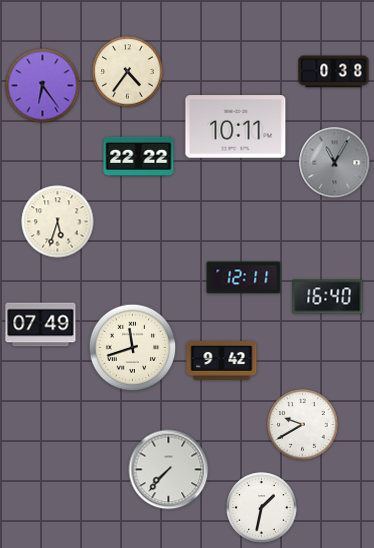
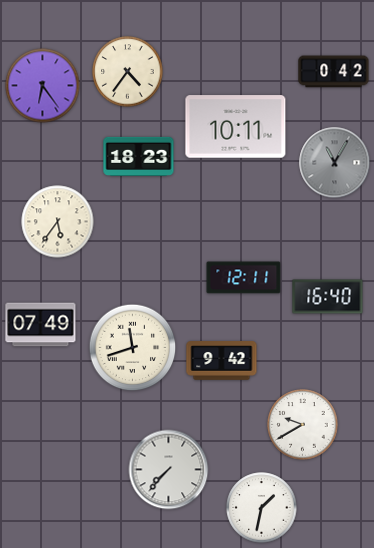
clock at (334, 72): 0:38 -> 0:42
clock at (139, 156): 22:22 -> 18:23
clock at (58, 222): 5:33 -> 5:36
